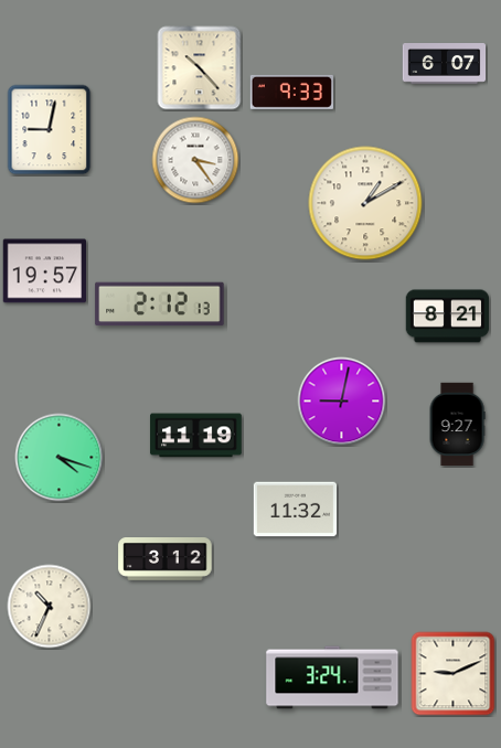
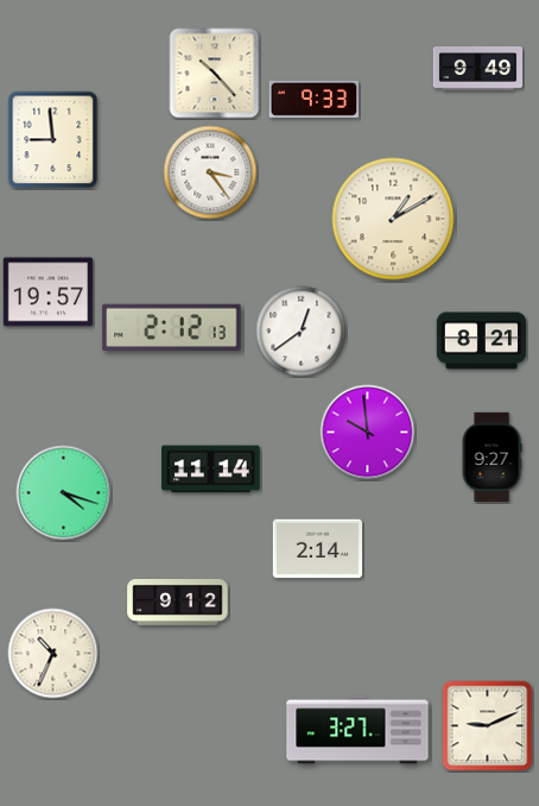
clock at (445, 64): 6:07 -> 9:49
clock at (50, 130): 9:02 -> 8:59
clock at (302, 332): none -> 12:39
clock at (342, 402): 9:02 -> 9:59
clock at (196, 436): 11:19 -> 11:14
clock at (296, 510): 11:32 -> 2:14
clock at (166, 559): 3:12 -> 9:12
clock at (332, 677): 3:24 -> 3:27
